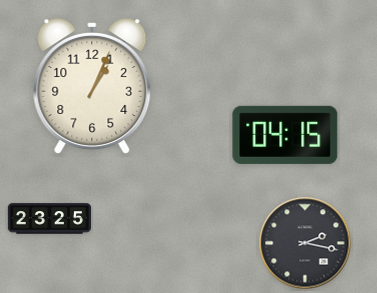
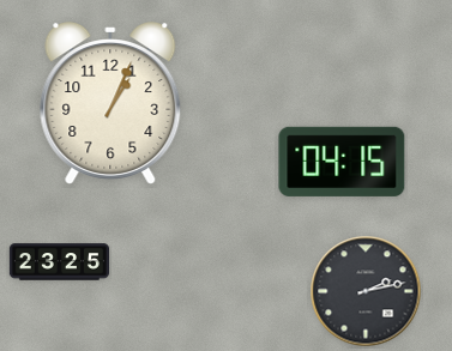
clock at (305, 243): 2:17 -> 2:13
